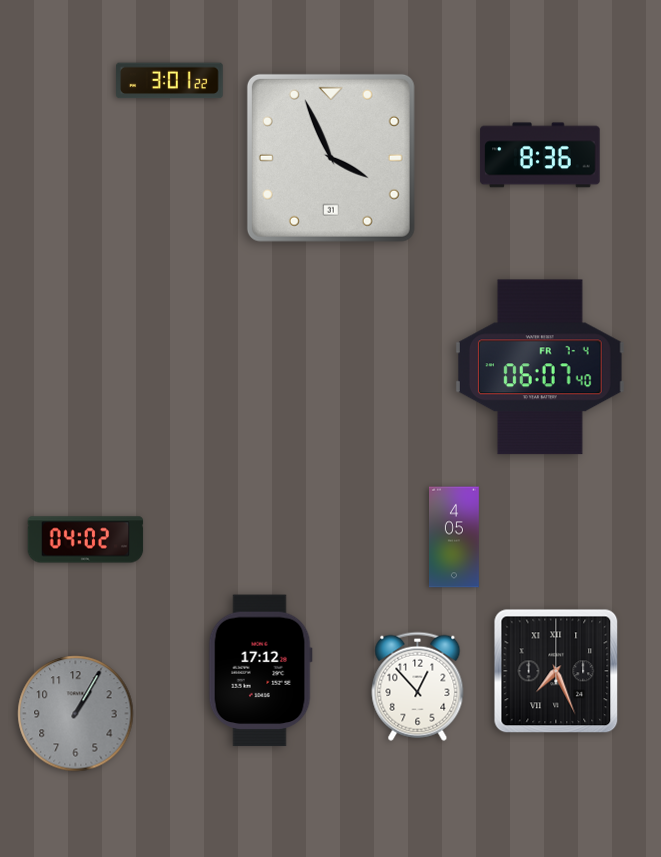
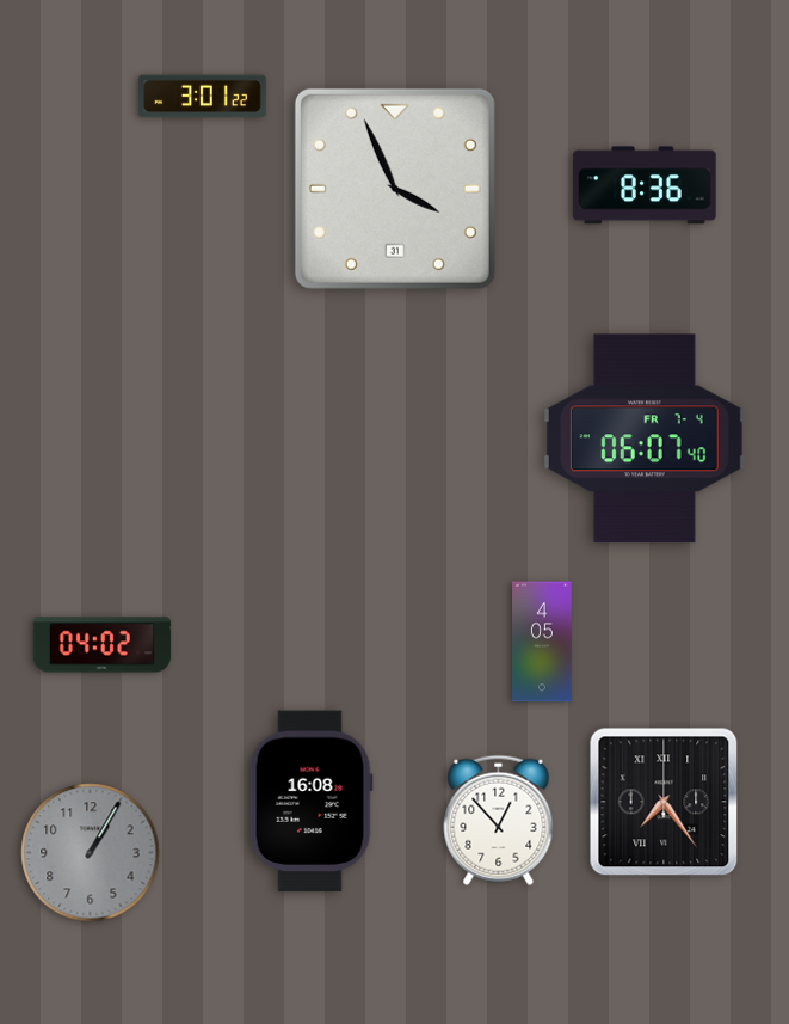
clock at (260, 671): 17:12 -> 16:08
clock at (556, 671): 7:26 -> 7:24
